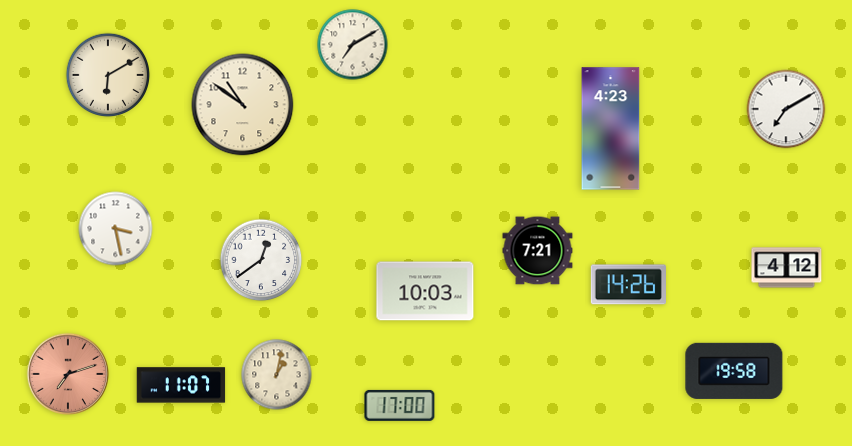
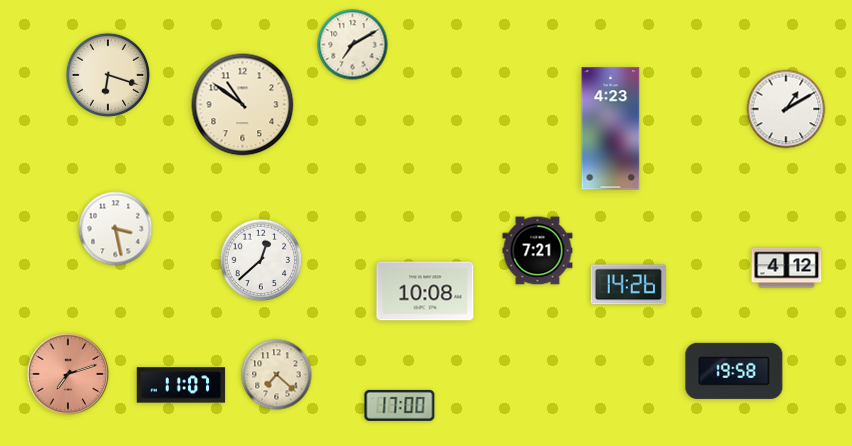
clock at (108, 75): 6:10 -> 6:18
clock at (786, 109): 7:10 -> 1:10
clock at (261, 260): 12:39 -> 12:38
clock at (425, 291): 10:03 -> 10:08
clock at (277, 375): 1:02 -> 7:22
